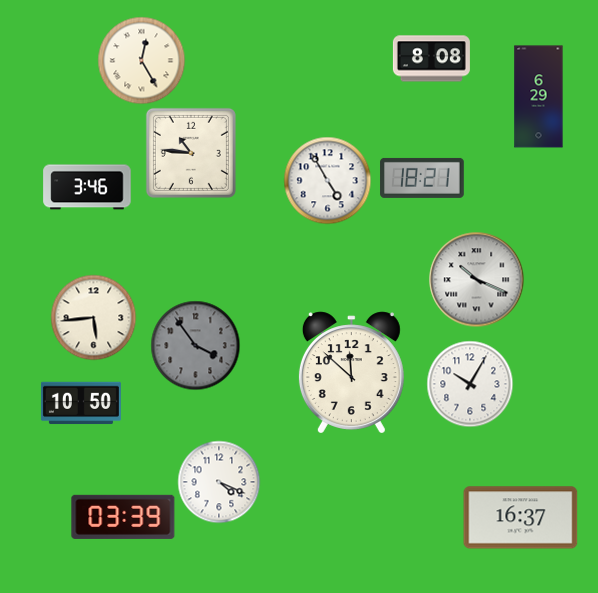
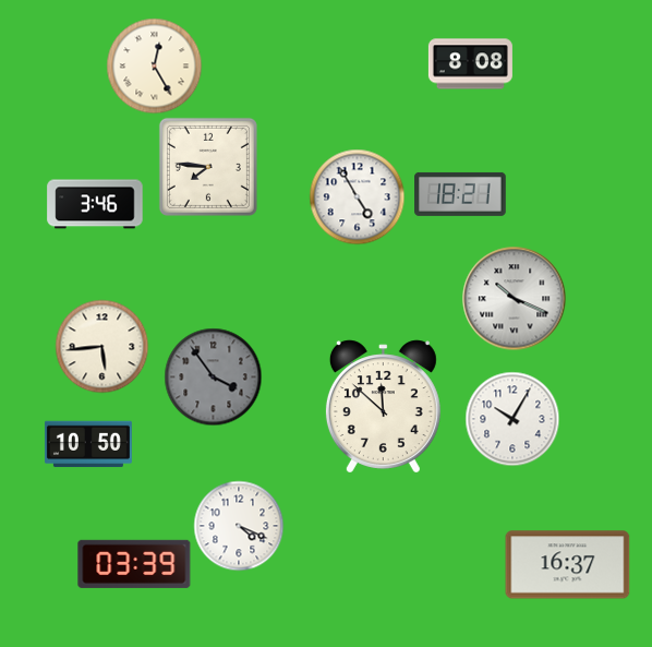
clock at (539, 97): 6:29 -> none
clock at (191, 153): 10:46 -> 7:46
clock at (476, 279) position: (476, 279) -> (514, 298)
clock at (81, 403) position: (81, 403) -> (88, 444)
